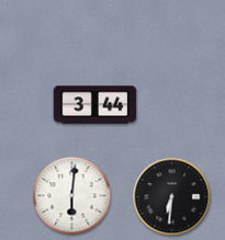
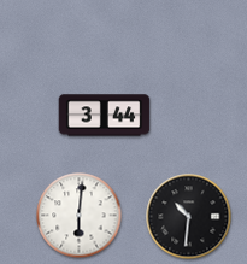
clock at (172, 197): 6:31 -> 10:31
